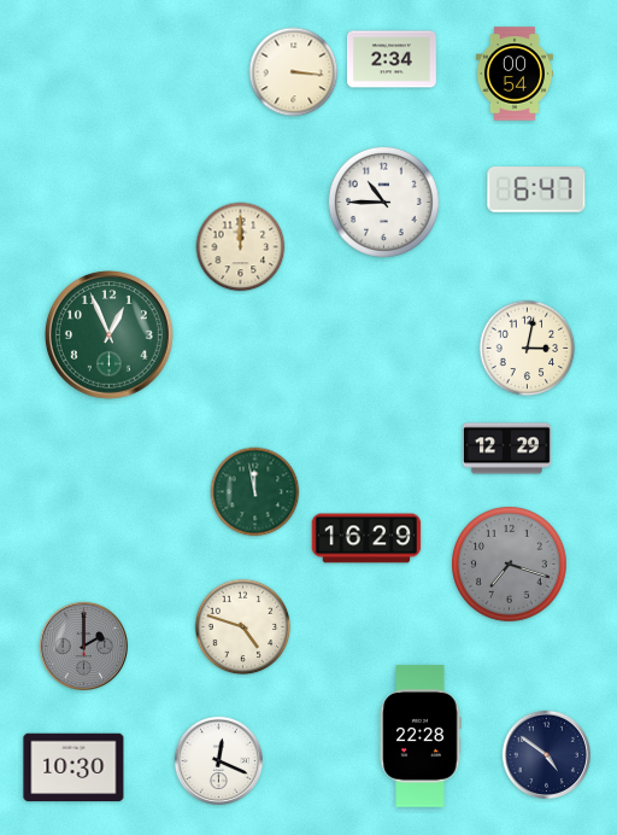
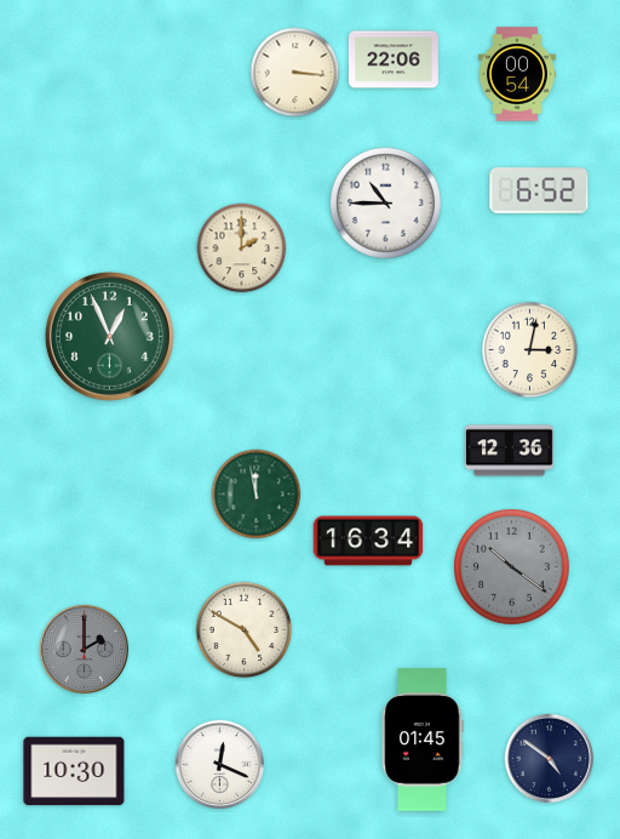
clock at (392, 59): 2:34 -> 22:06
clock at (536, 189): 6:47 -> 6:52
clock at (241, 247): 12:00 -> 2:00
clock at (506, 449): 12:29 -> 12:36
clock at (366, 538): 16:29 -> 16:34
clock at (510, 565): 7:18 -> 10:21
clock at (243, 627): 4:48 -> 4:50
clock at (421, 736): 22:28 -> 01:45
